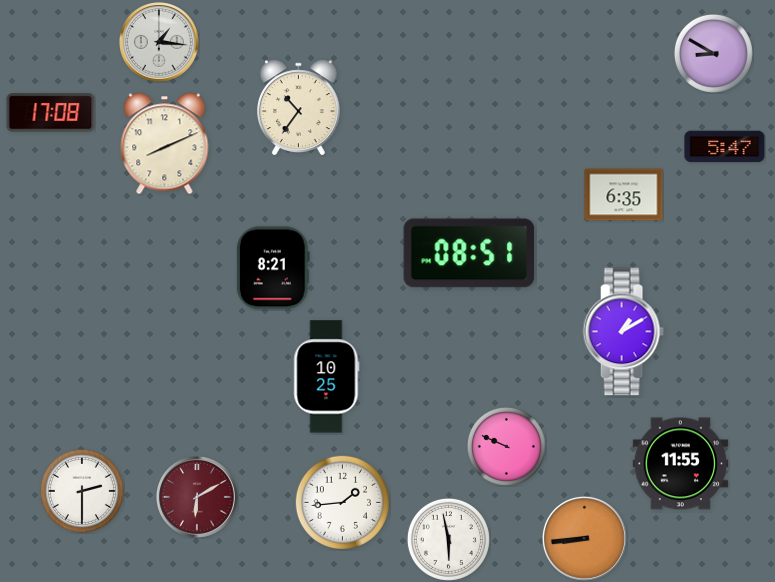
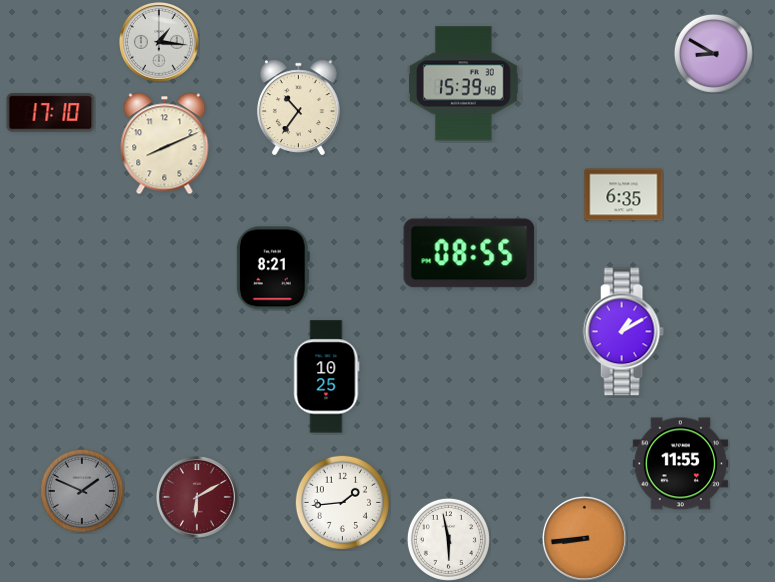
clock at (463, 84): none -> 15:39
clock at (51, 113): 17:08 -> 17:10
clock at (725, 147): 5:47 -> none
clock at (469, 253): 08:51 -> 08:55
clock at (506, 446): 9:49 -> none
clock at (82, 491): 2:30 -> 1:49
clock at (82, 491) dial: white -> grey
